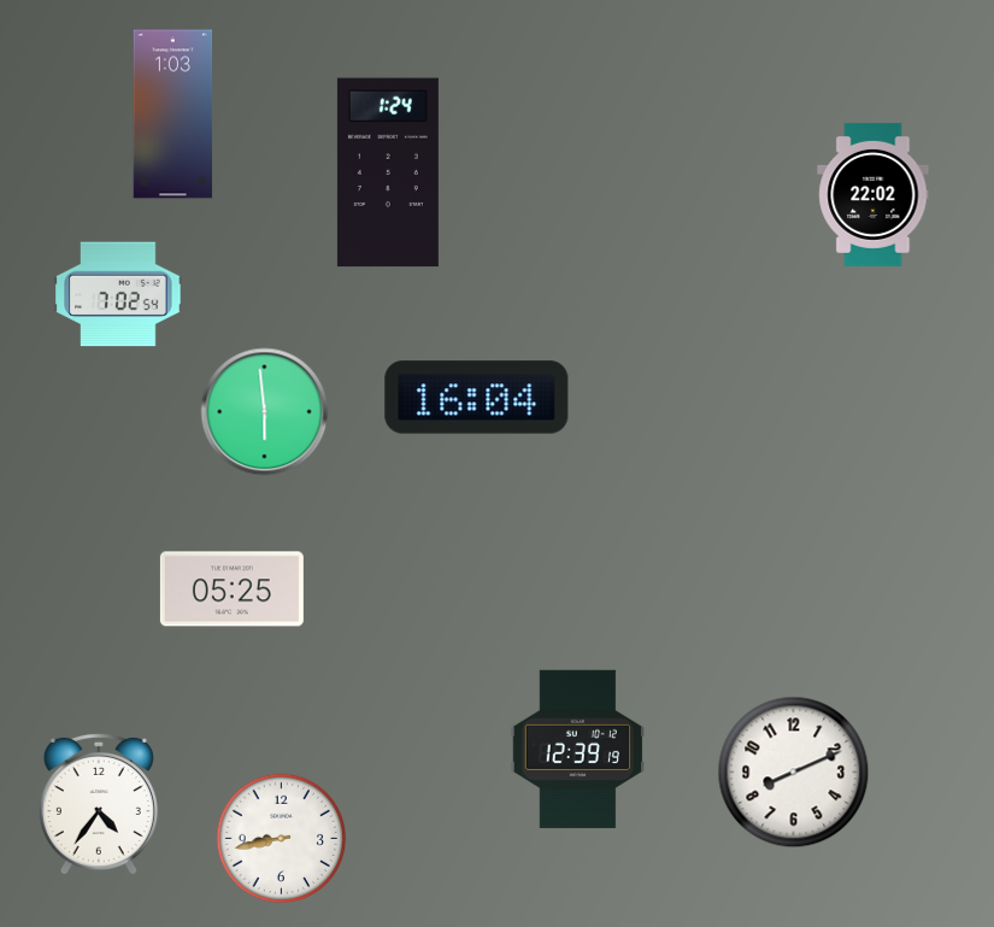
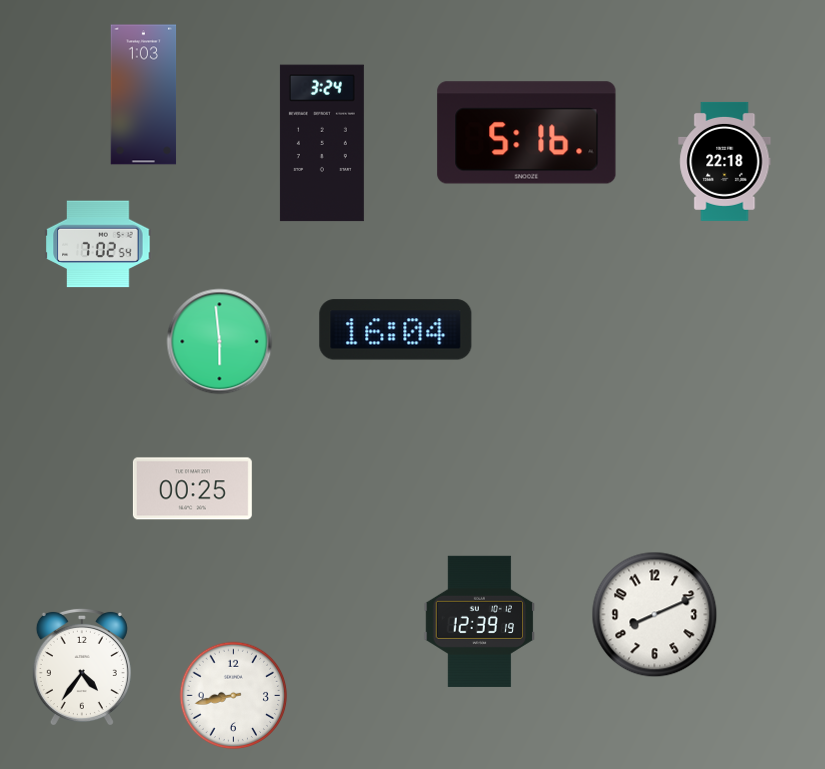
clock at (527, 133): none -> 5:16
clock at (388, 172): 1:24 -> 3:24
clock at (874, 194): 22:02 -> 22:18
clock at (231, 589): 05:25 -> 00:25
clock at (794, 773) position: (794, 773) -> (655, 615)
